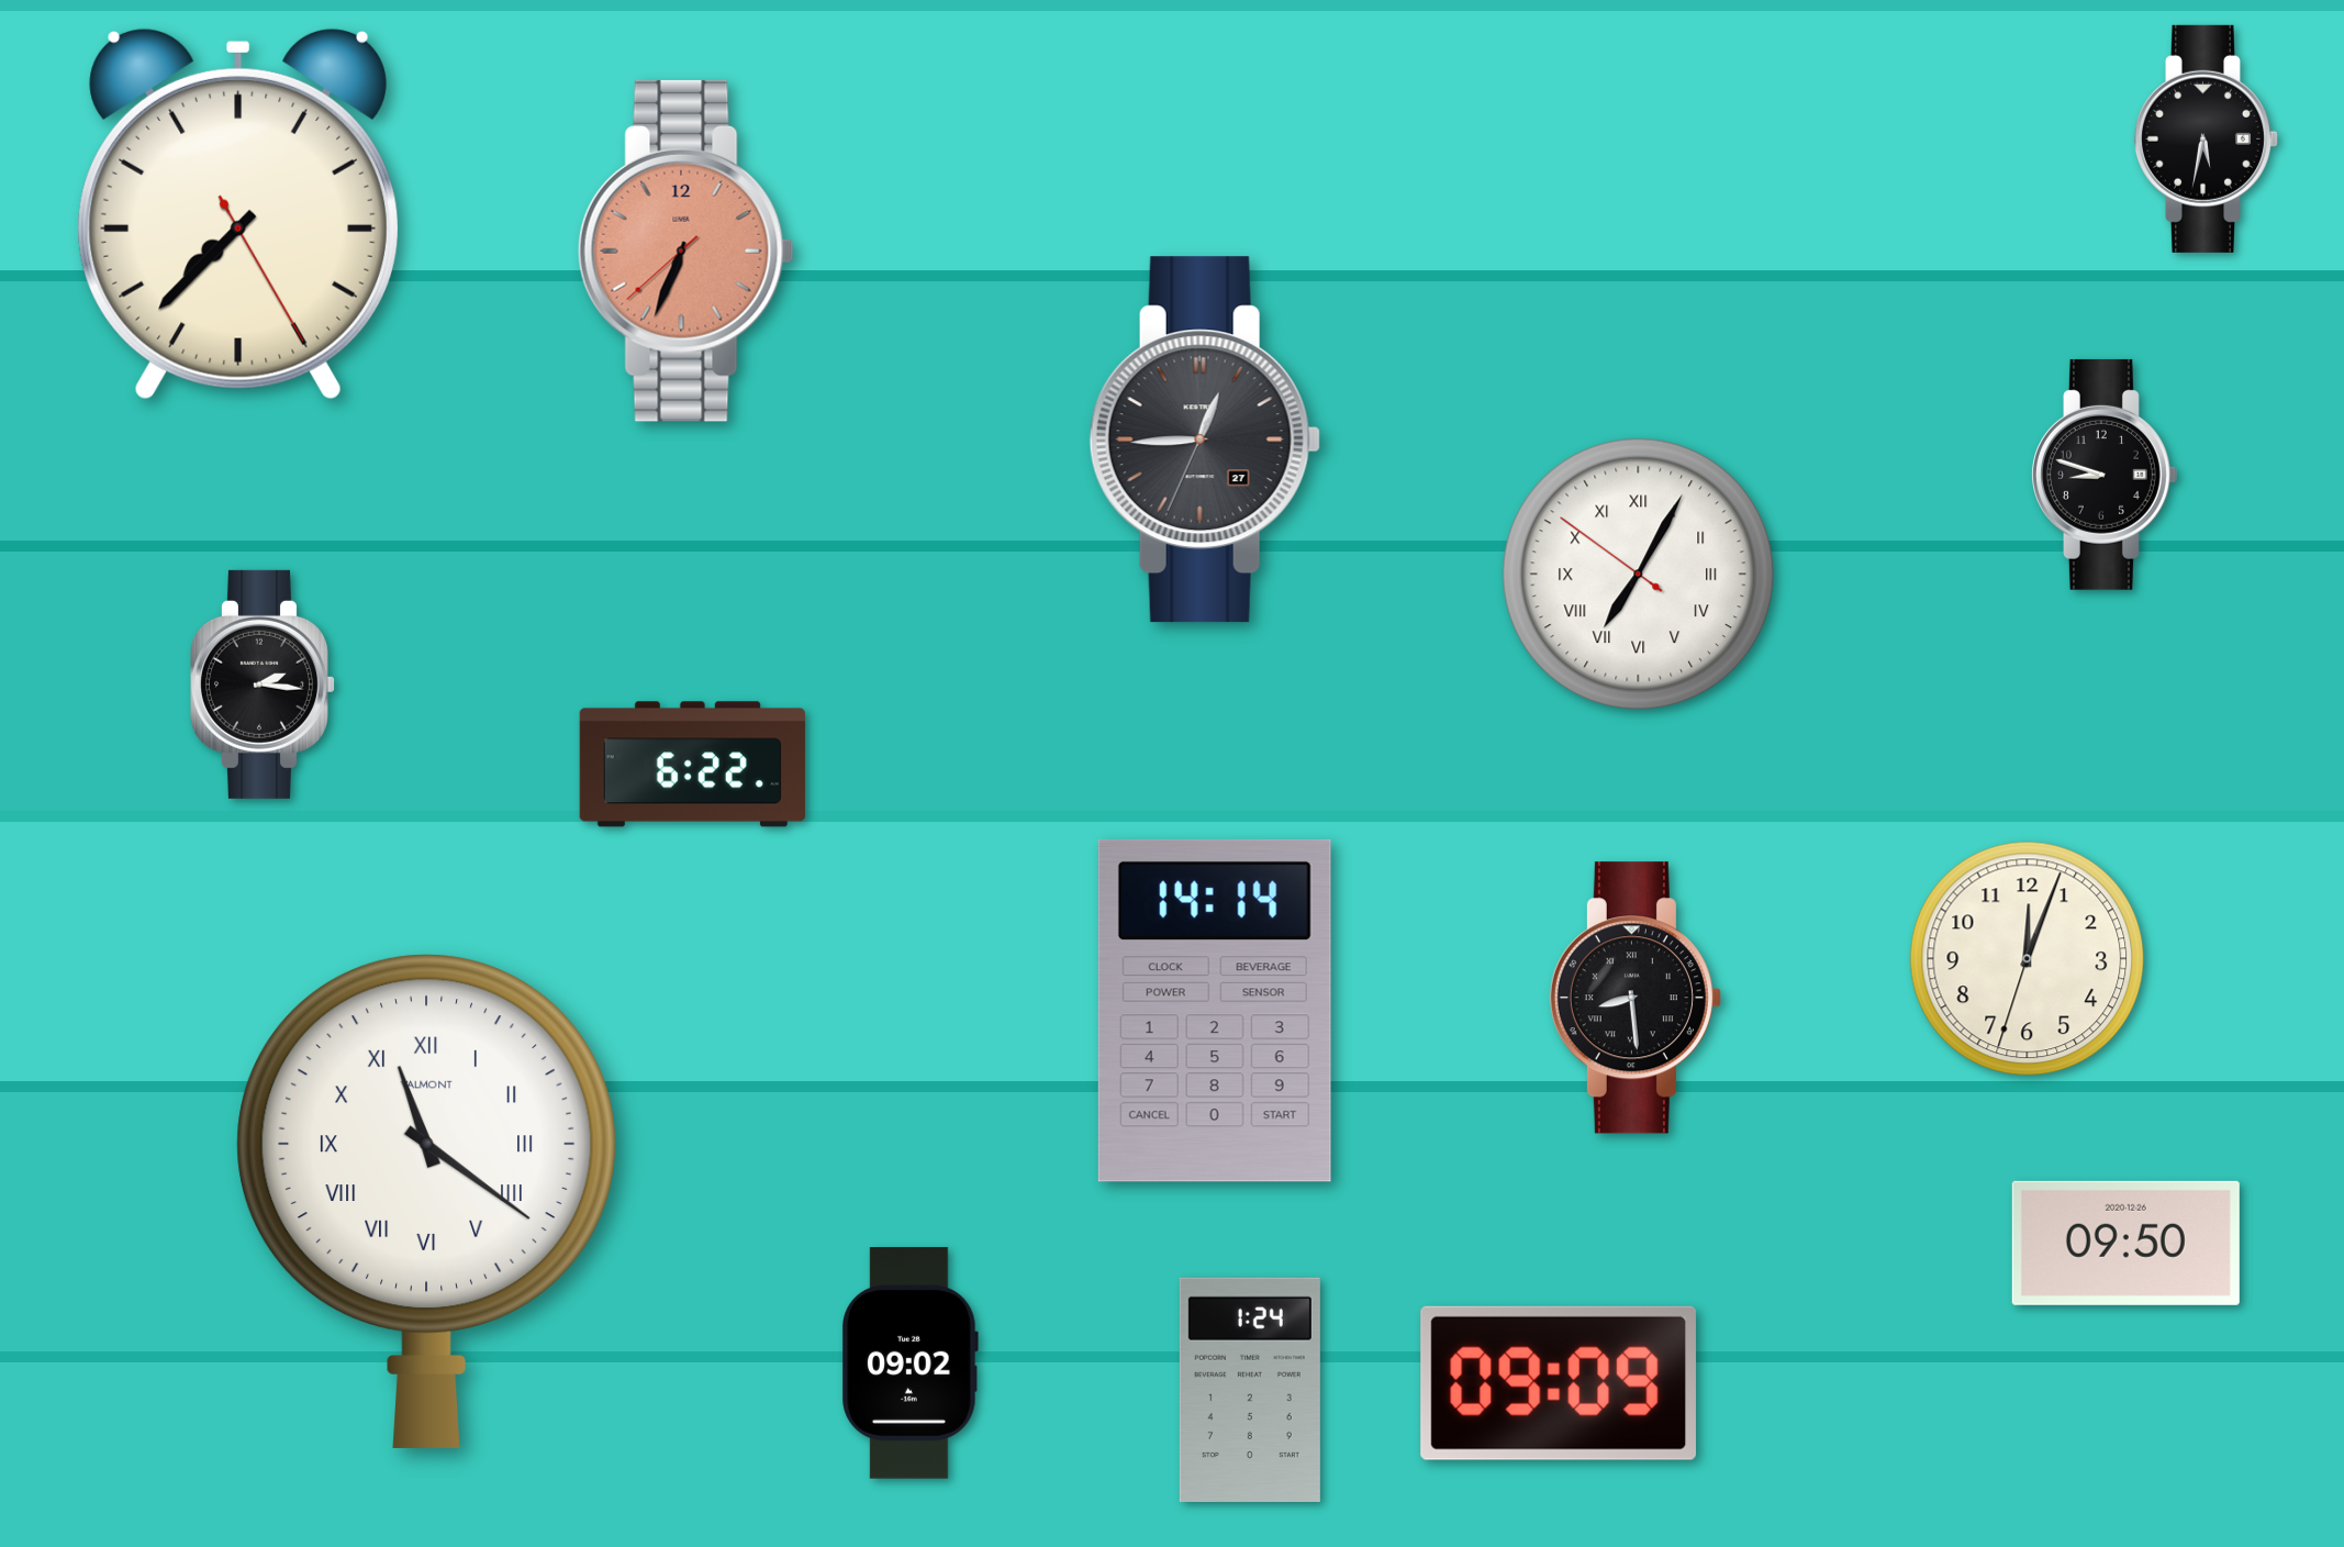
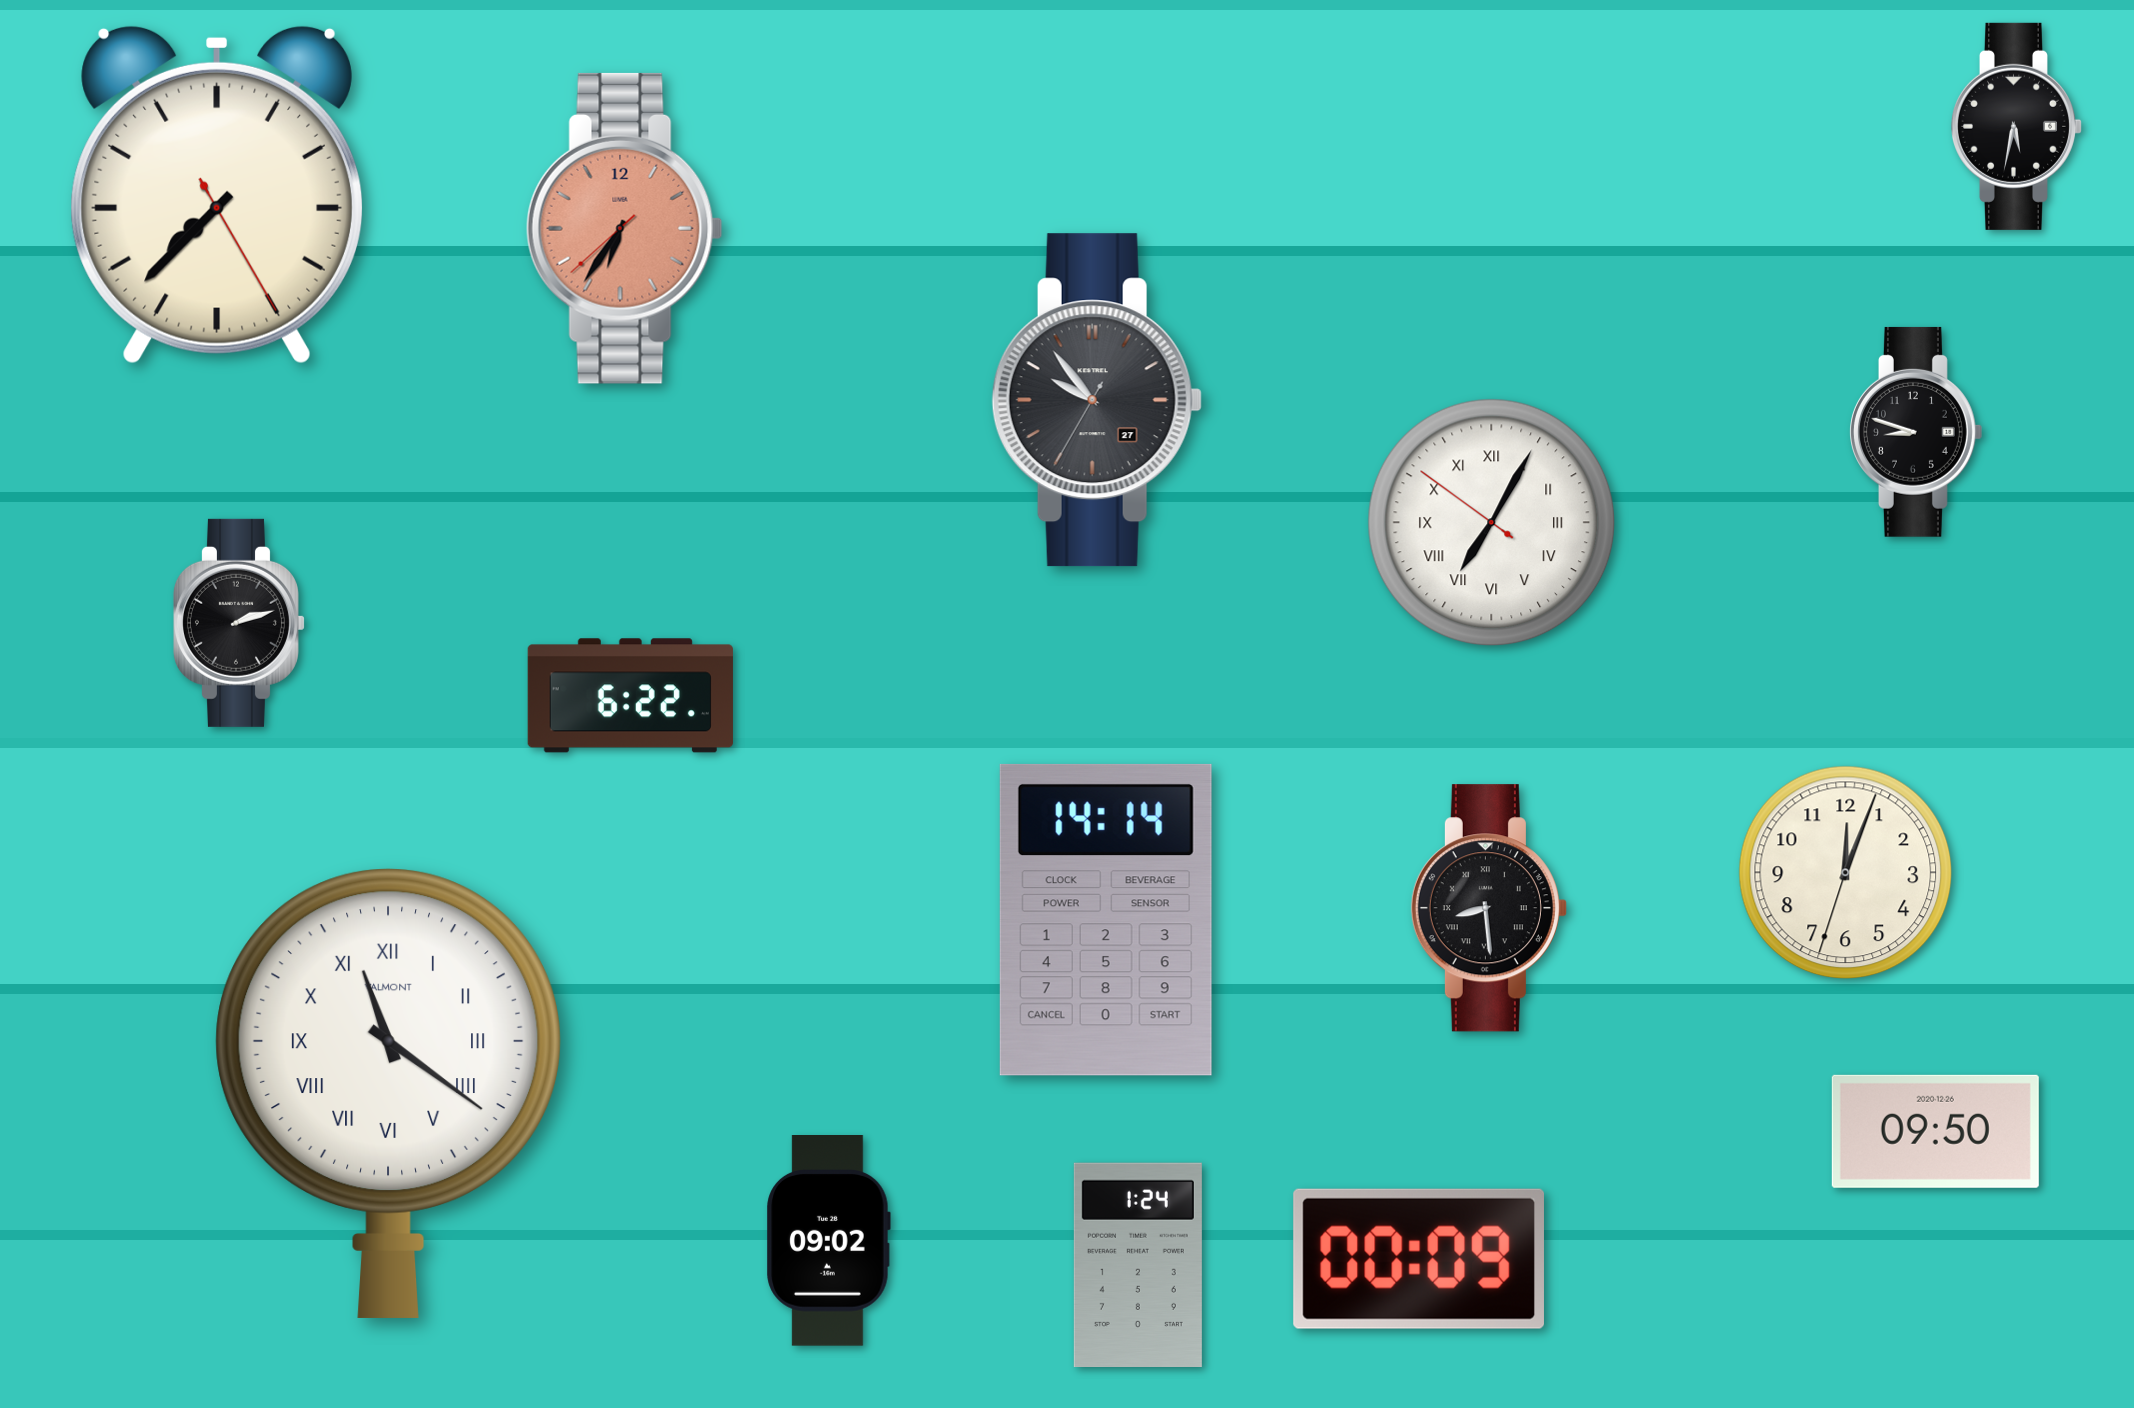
clock at (2206, 138) position: (2206, 138) -> (2016, 126)
clock at (685, 251): 6:33 -> 6:35
clock at (1205, 439): 12:44 -> 9:53
clock at (263, 685): 2:16 -> 2:12
clock at (1559, 1383): 09:09 -> 00:09
